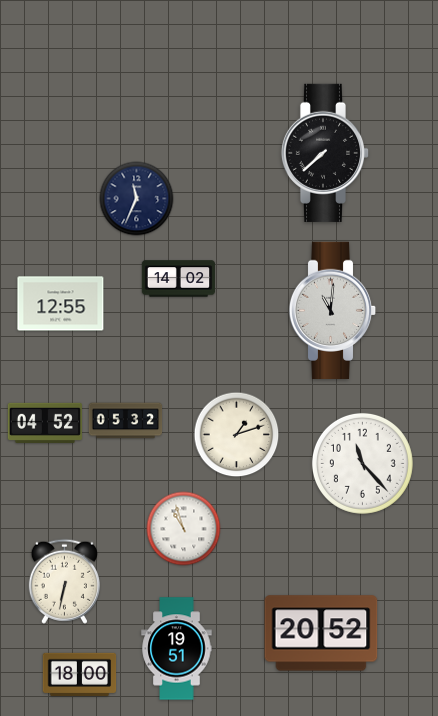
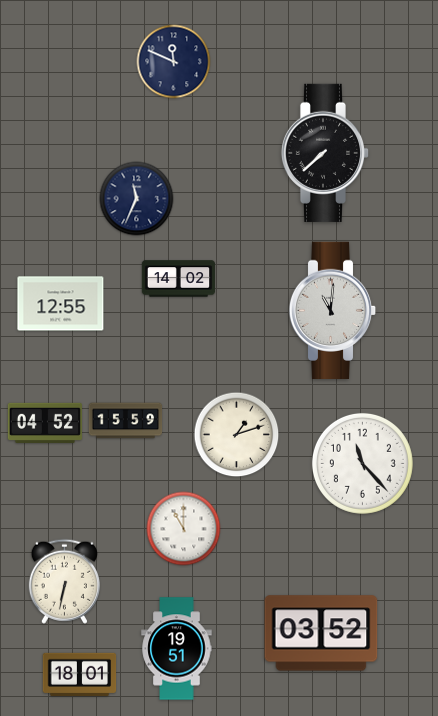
clock at (174, 62): none -> 11:49
clock at (126, 421): 05:32 -> 15:59
clock at (184, 529): 10:57 -> 11:00
clock at (321, 633): 20:52 -> 03:52
clock at (80, 674): 18:00 -> 18:01
